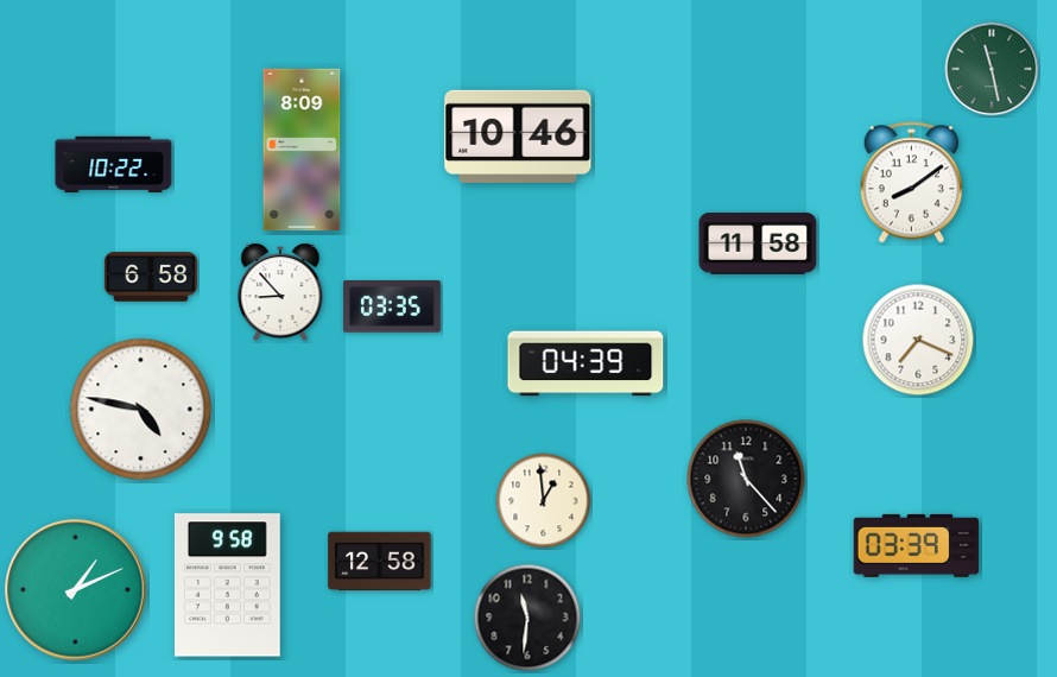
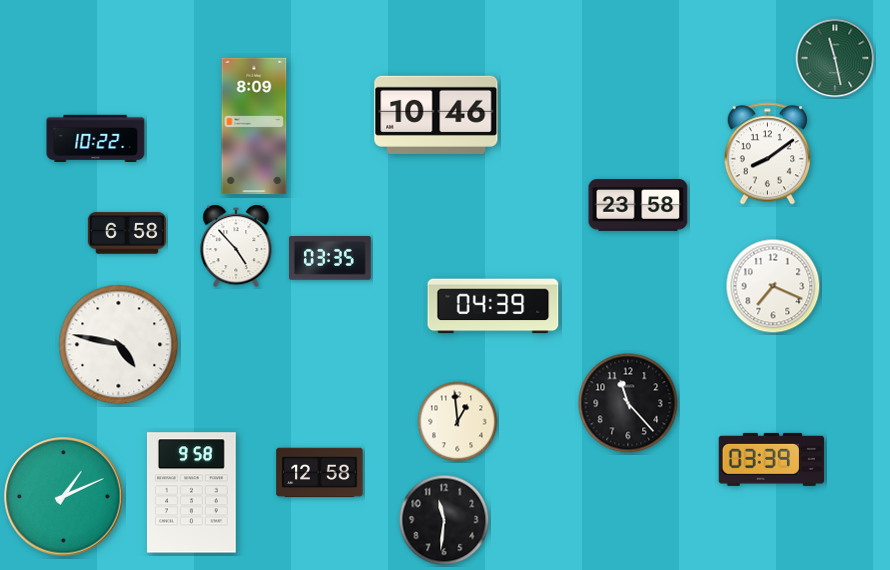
clock at (758, 243): 11:58 -> 23:58
clock at (280, 292): 8:53 -> 4:53
